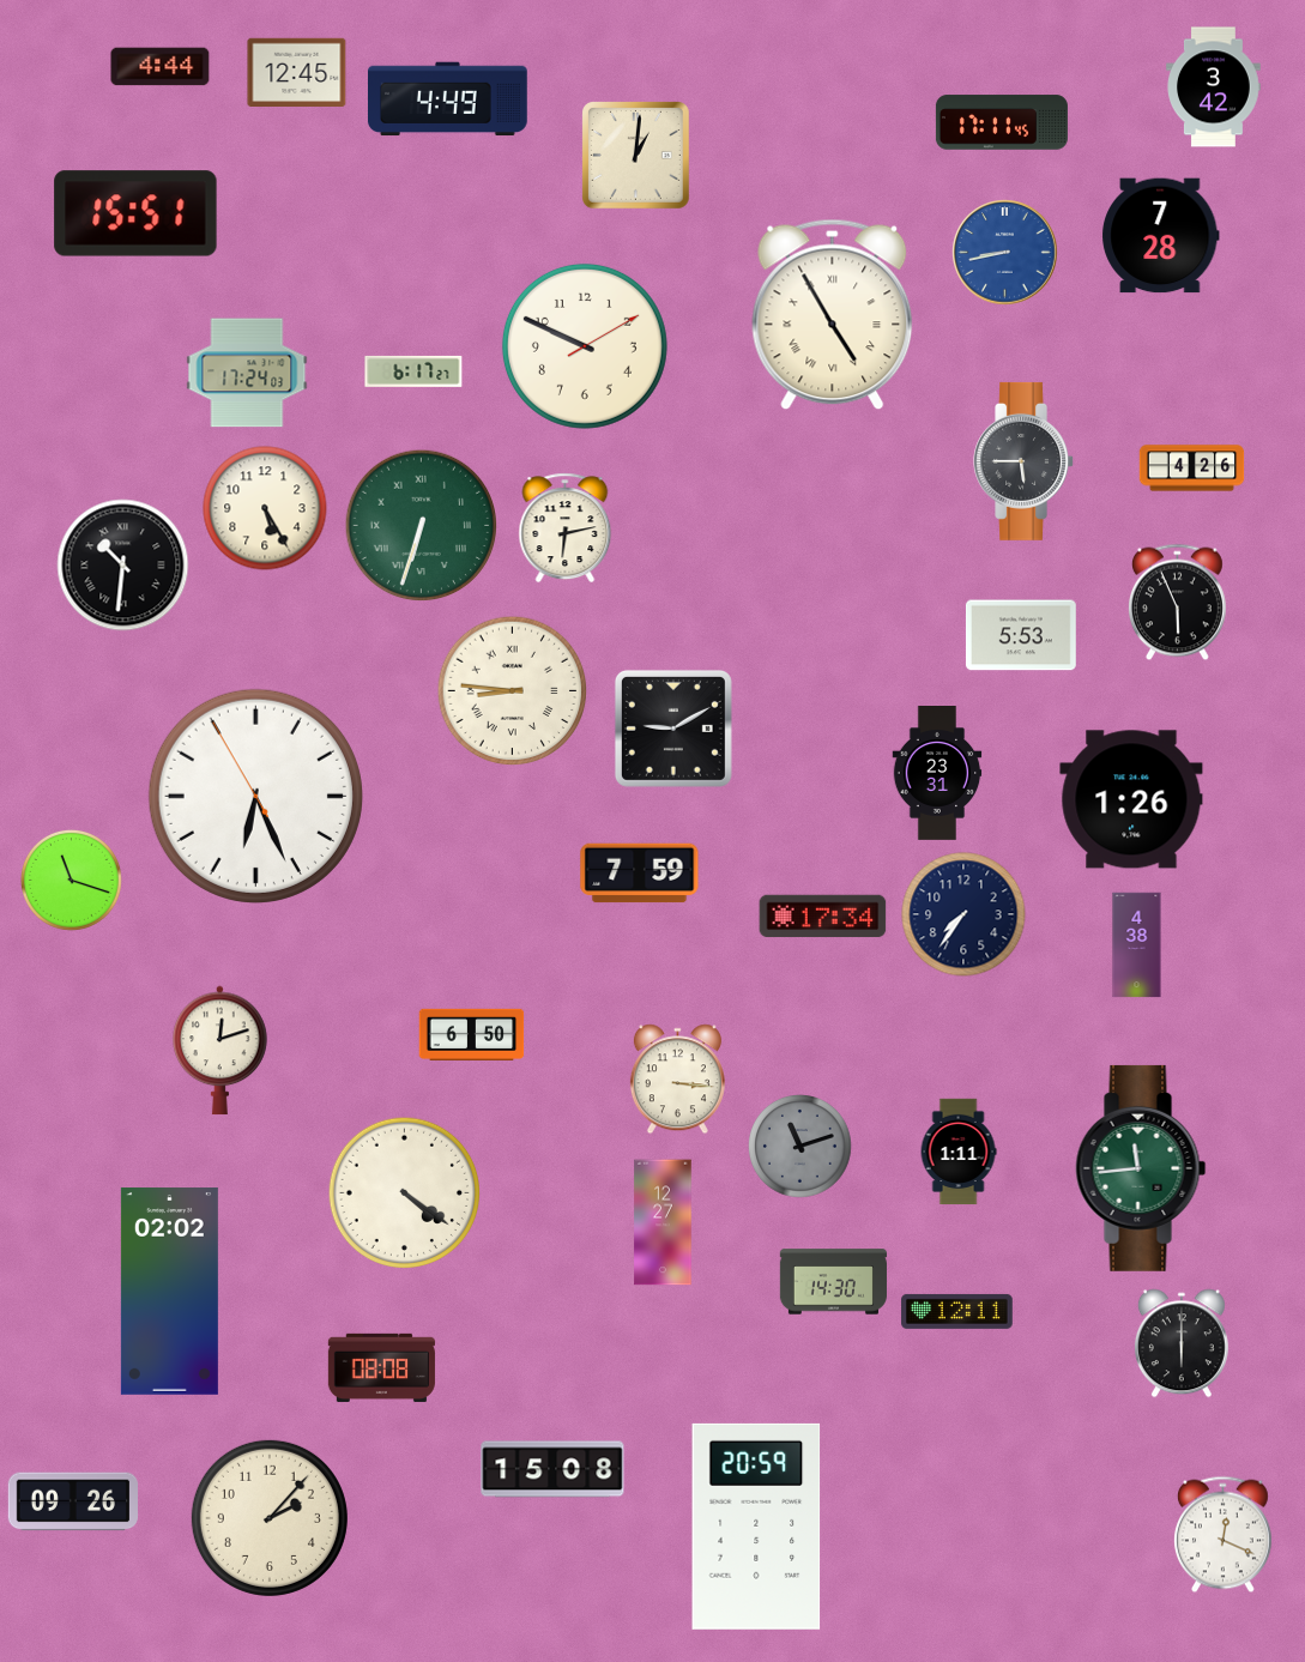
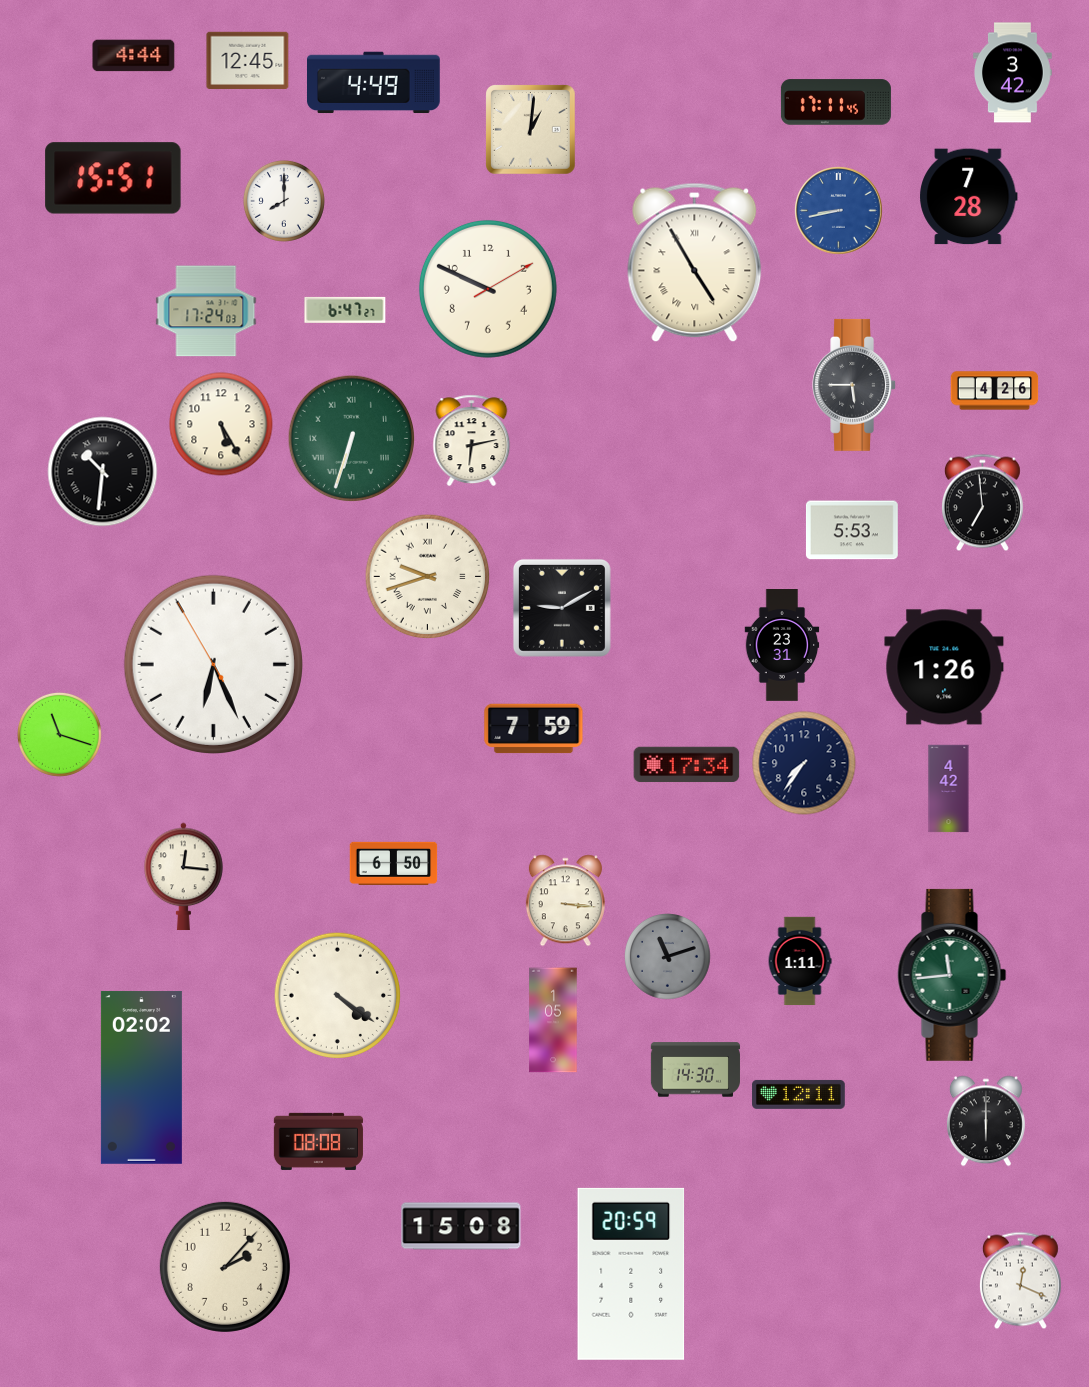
clock at (284, 201): none -> 8:00
clock at (413, 371): 6:17 -> 6:47
clock at (1177, 603): 5:56 -> 6:59
clock at (513, 691): 8:46 -> 9:42
clock at (1137, 945): 4:38 -> 4:42
clock at (220, 1051): 12:12 -> 12:16
clock at (663, 1222): 12:27 -> 1:05
clock at (72, 1501): 09:26 -> none
